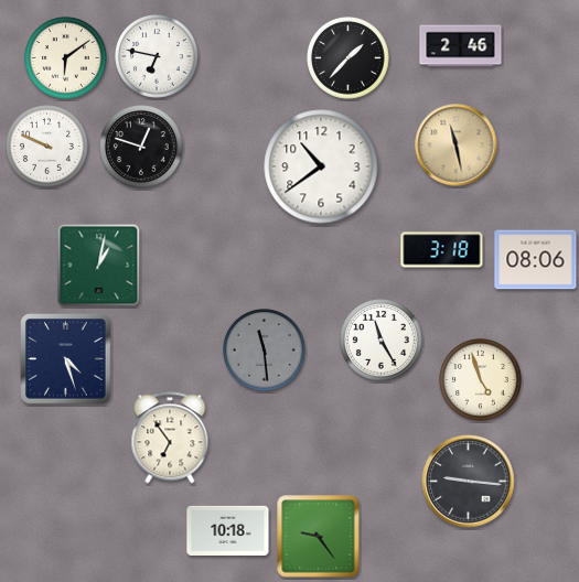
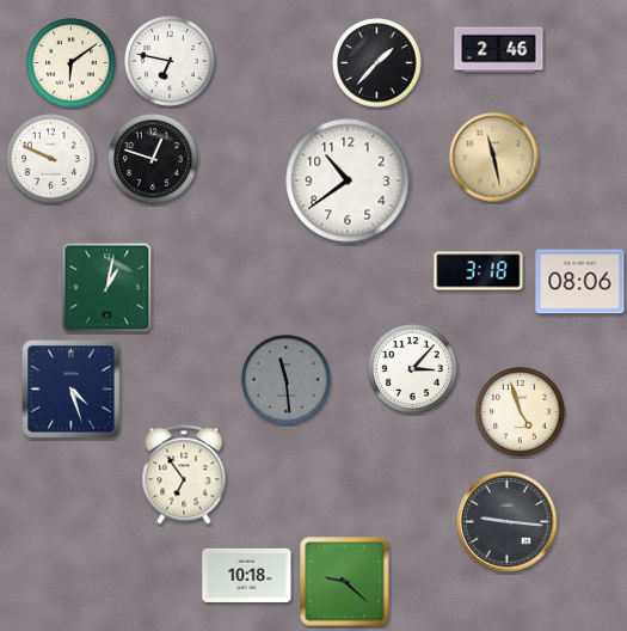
clock at (382, 341): 11:25 -> 3:07
clock at (319, 537): 9:24 -> 9:22
